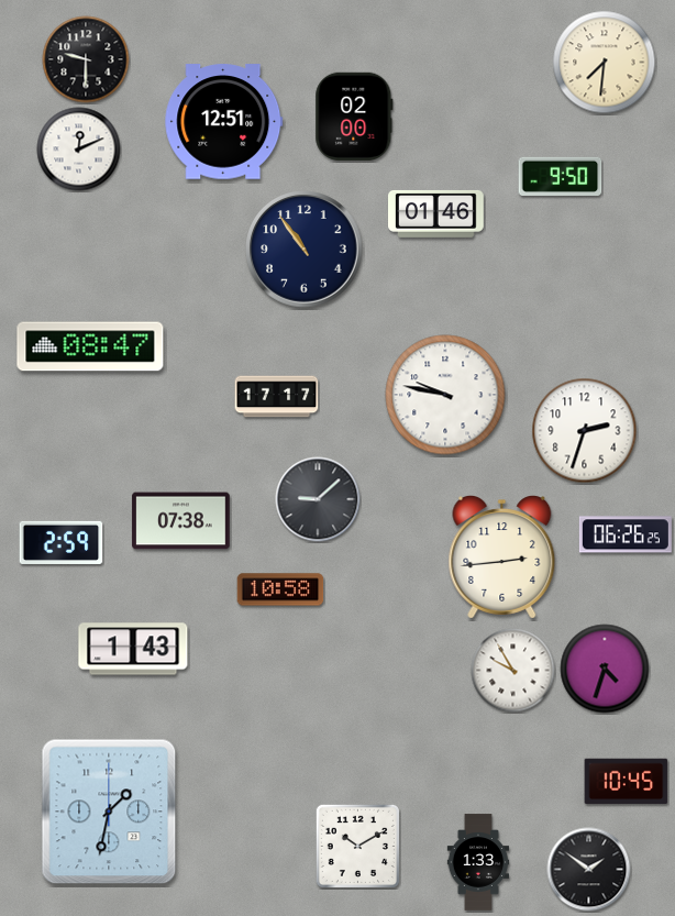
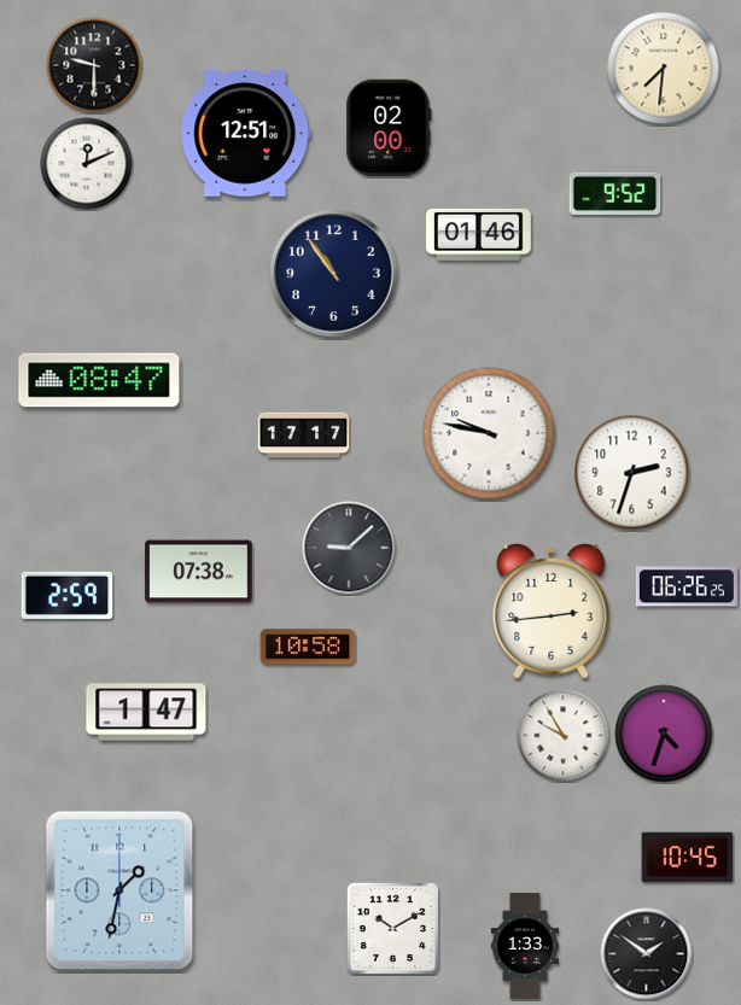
clock at (561, 176): 9:50 -> 9:52
clock at (585, 431) position: (585, 431) -> (632, 473)
clock at (133, 649): 1:43 -> 1:47
